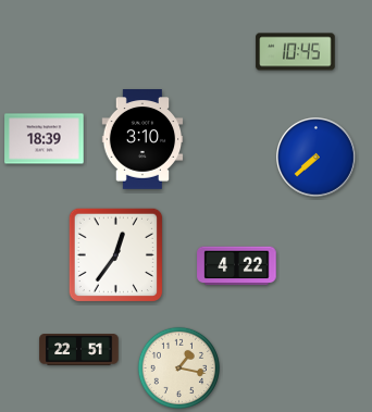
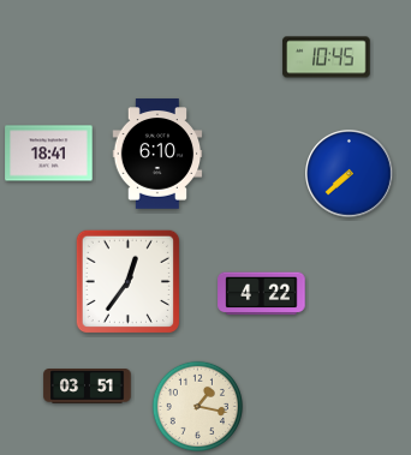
clock at (45, 139): 18:39 -> 18:41
clock at (142, 139): 3:10 -> 6:10
clock at (79, 350): 22:51 -> 03:51
